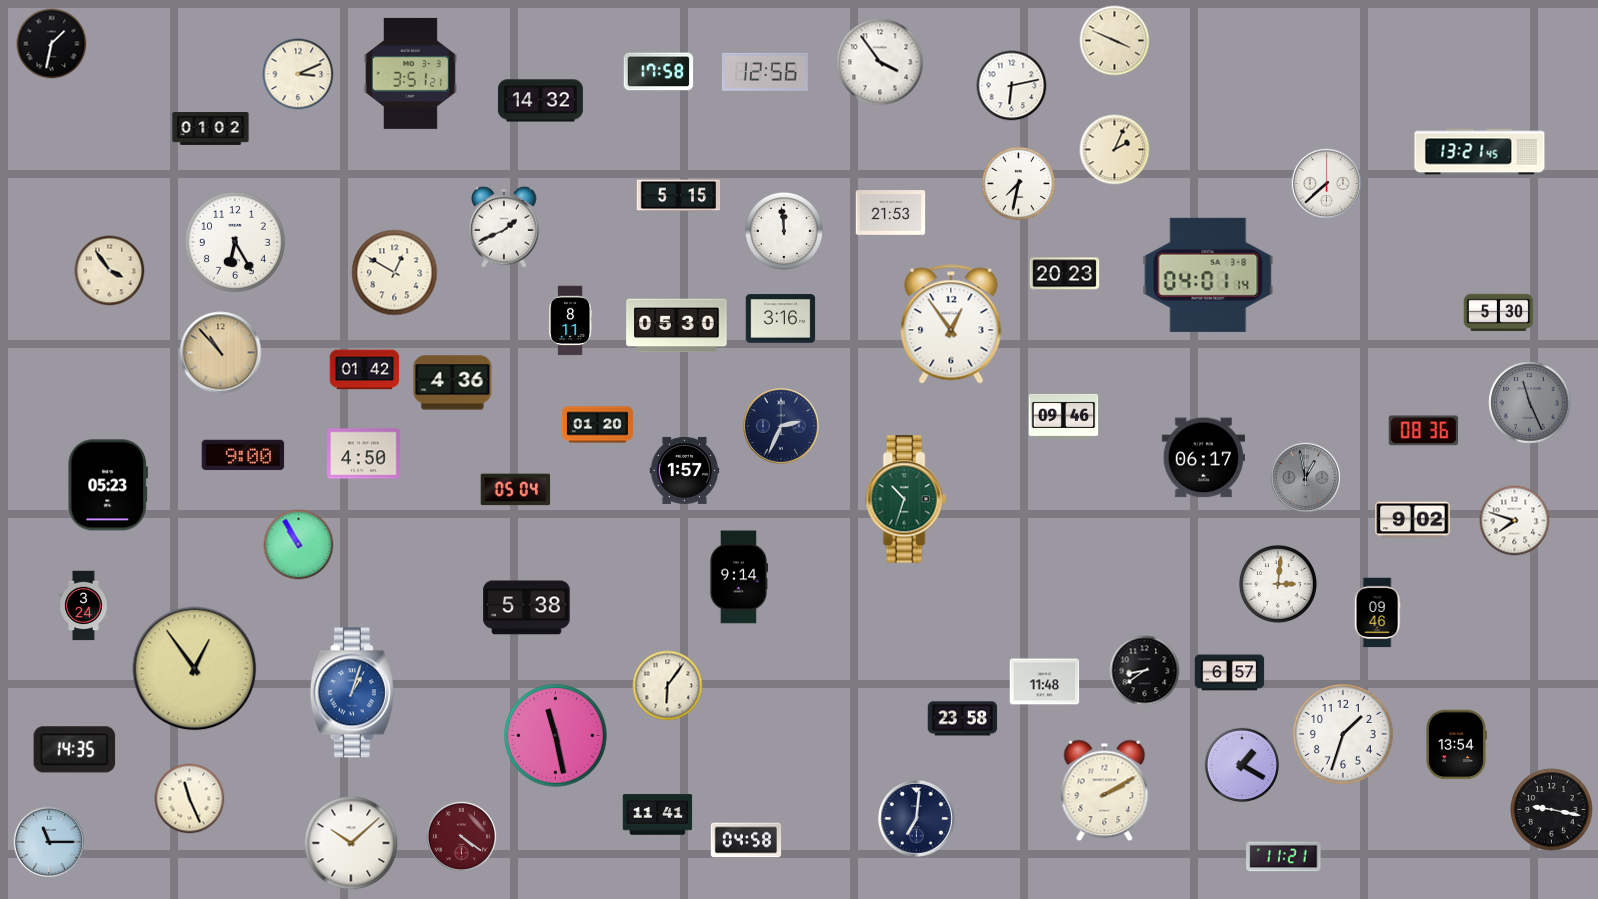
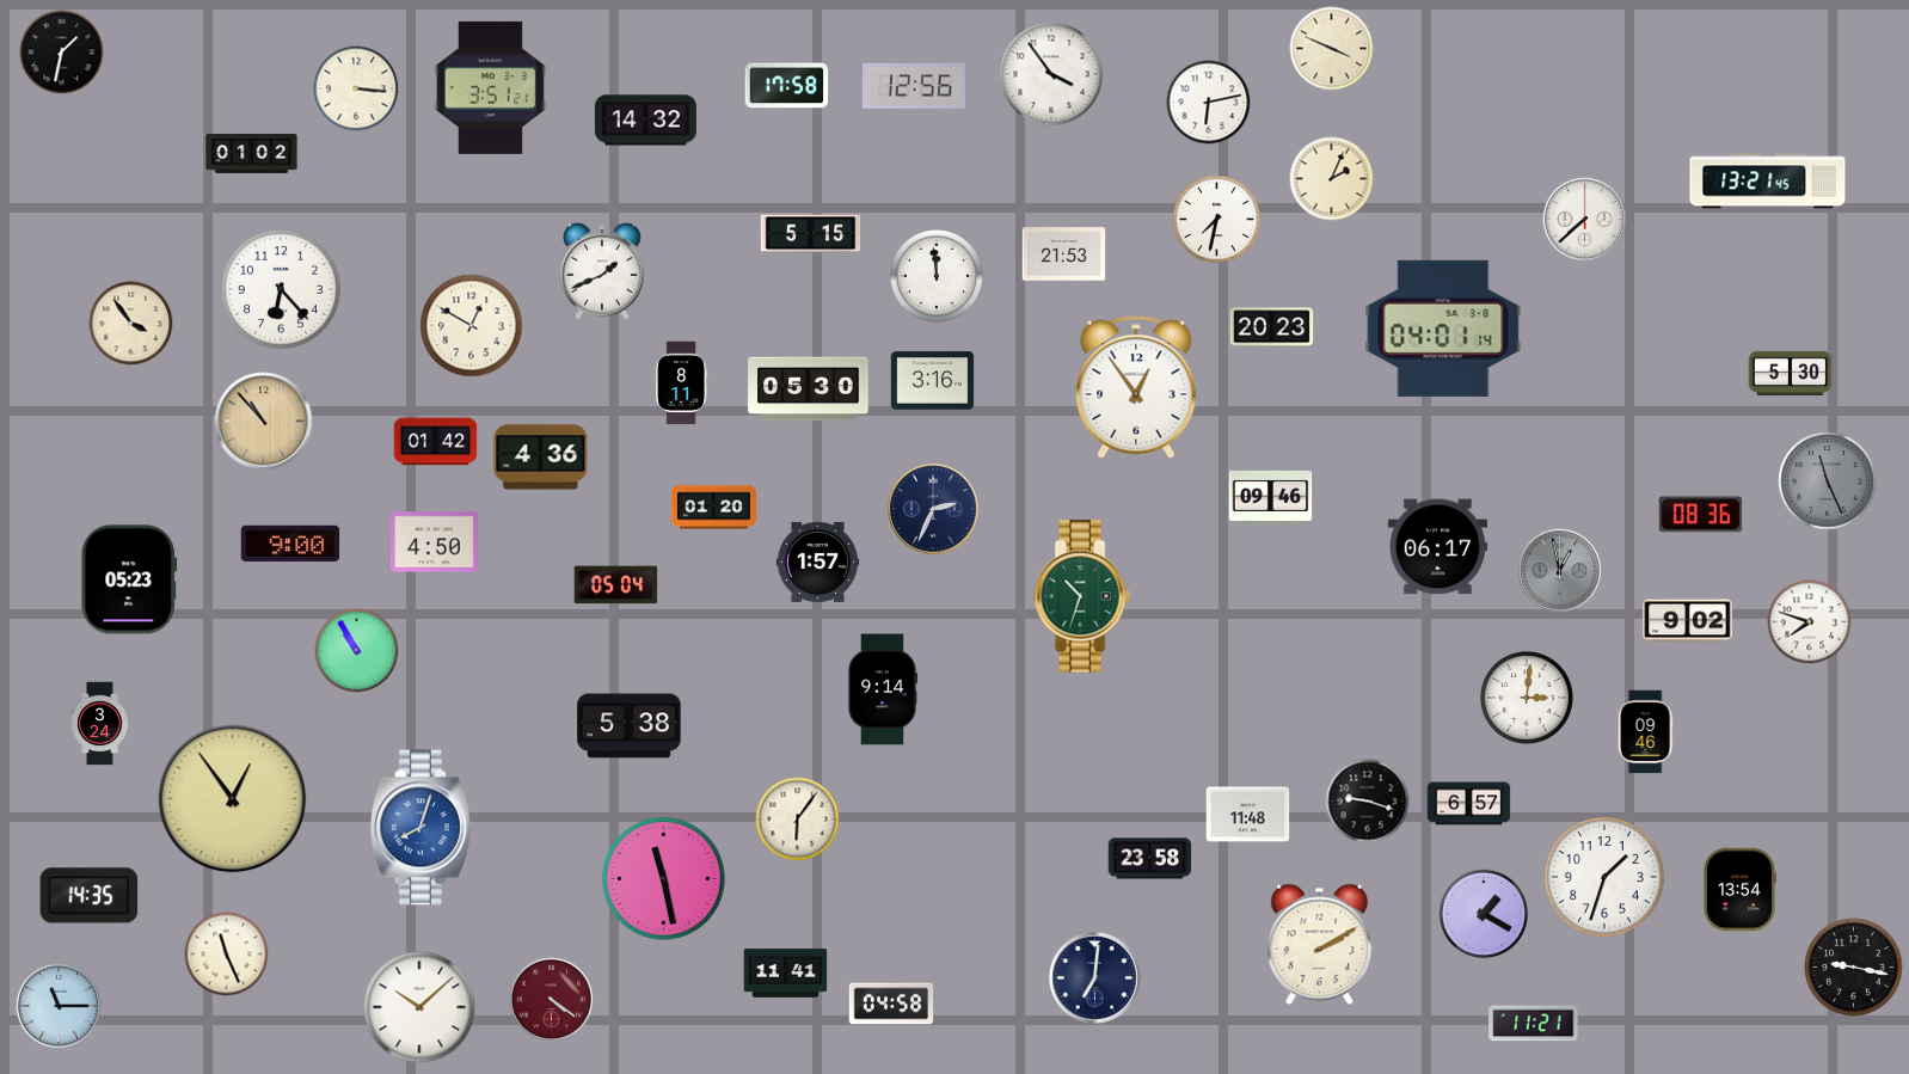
clock at (298, 74): 3:11 -> 3:16
clock at (235, 242): 6:25 -> 6:23
clock at (1145, 671): 8:39 -> 9:18
clock at (352, 693): 1:03 -> 8:03
